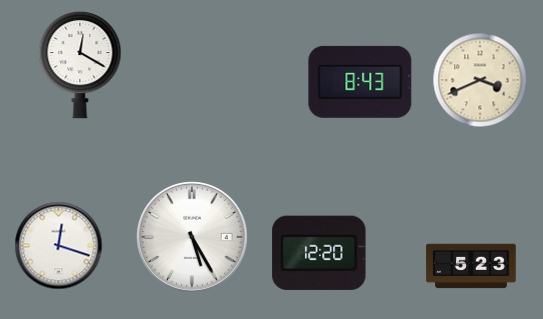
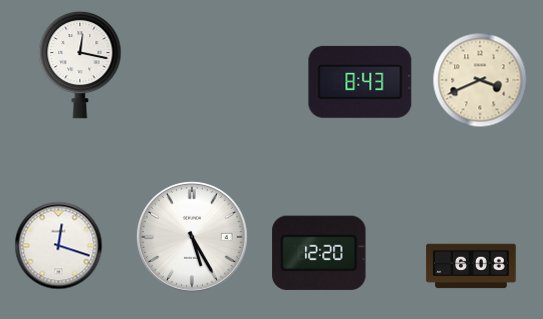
clock at (80, 65): 12:20 -> 12:17
clock at (471, 266): 5:23 -> 6:08
